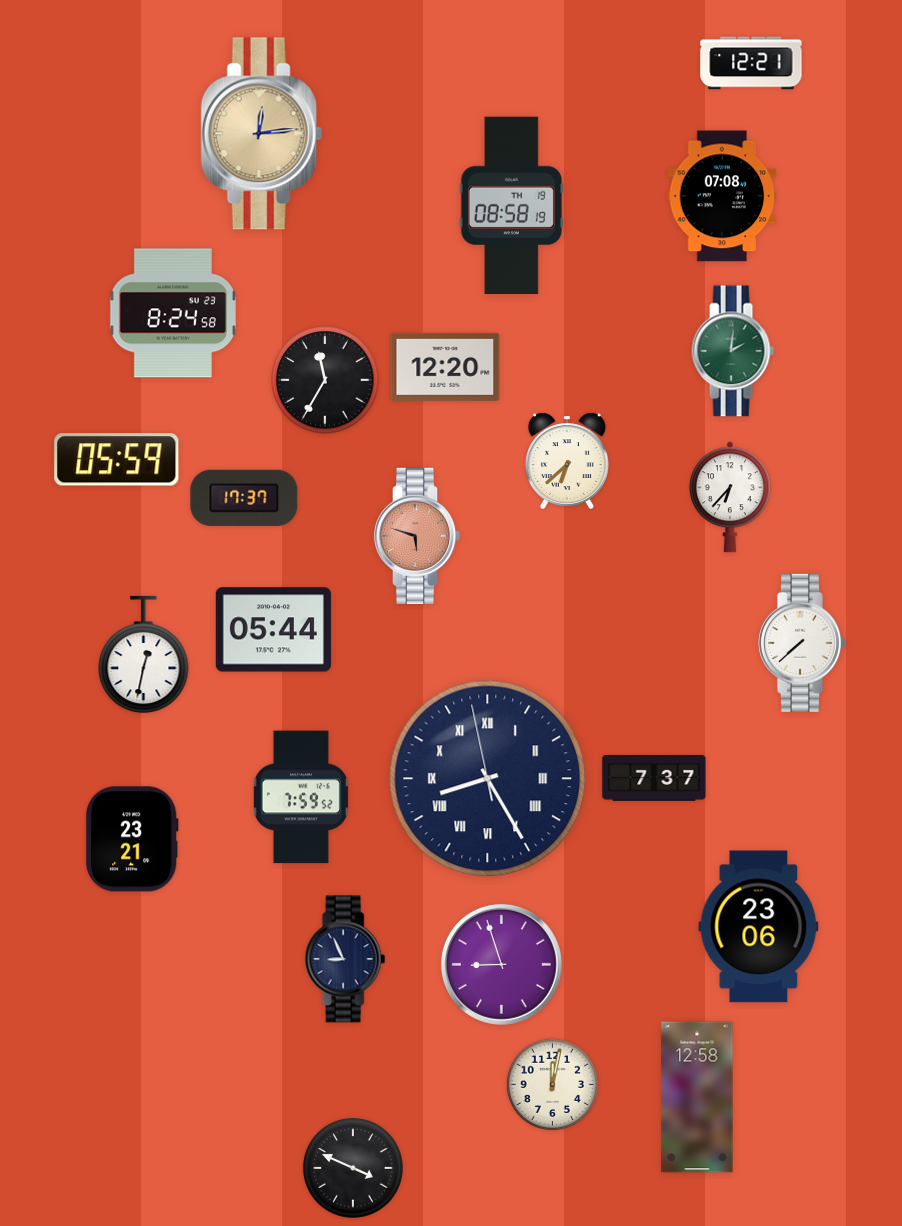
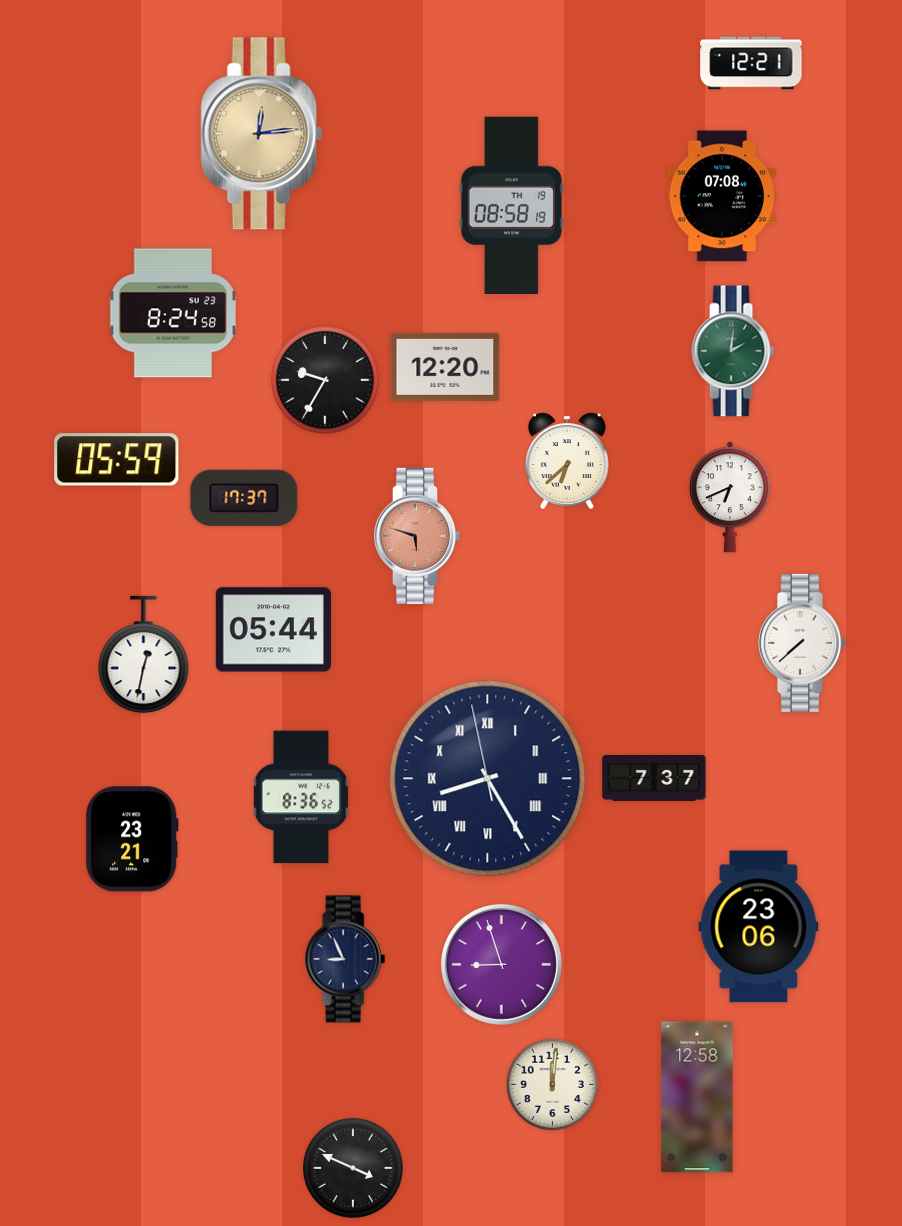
clock at (325, 380): 11:35 -> 9:35
clock at (730, 497): 6:37 -> 6:41
clock at (301, 797): 7:59 -> 8:36
clock at (552, 1084): 12:02 -> 12:01
